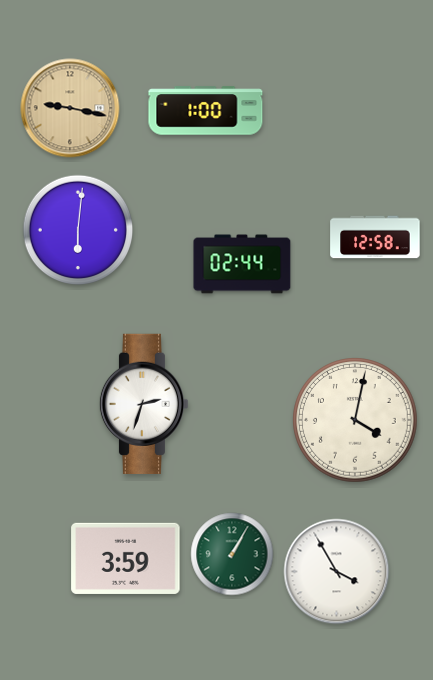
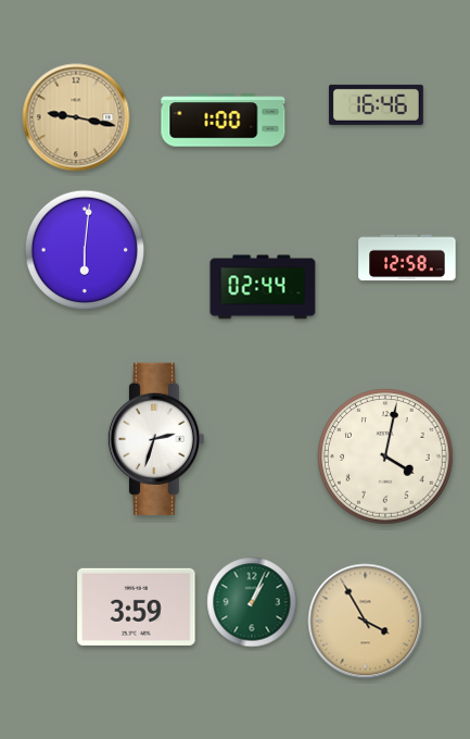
clock at (376, 104): none -> 16:46
clock at (232, 554): 1:05 -> 1:04
clock at (337, 572) dial: white -> champagne
